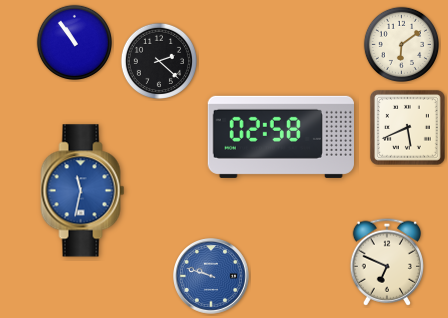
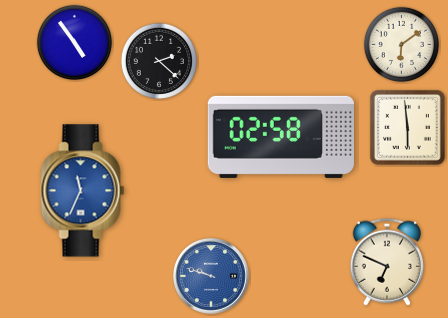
clock at (74, 42): 10:54 -> 4:54
clock at (407, 127): 5:41 -> 5:59
clock at (83, 191): 11:32 -> 11:34
